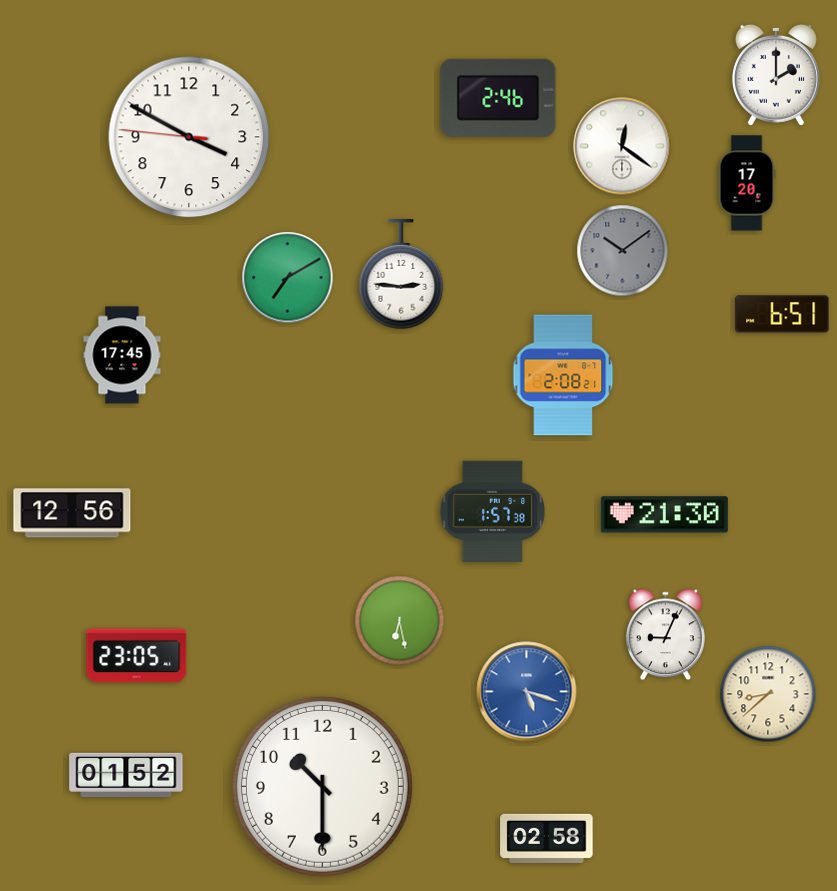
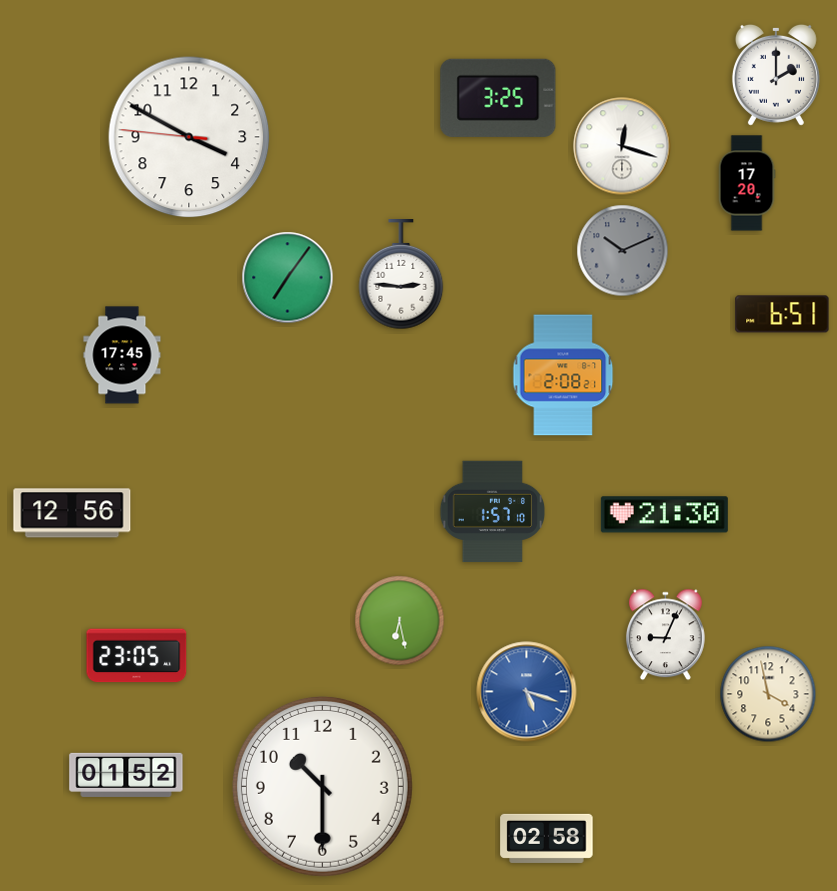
clock at (498, 98): 2:46 -> 3:25
clock at (622, 146): 12:21 -> 12:18
clock at (623, 251): 10:09 -> 10:11
clock at (288, 278): 7:10 -> 7:06
clock at (493, 512): 1:57:38 -> 1:57:10
clock at (768, 694): 8:38 -> 3:58
